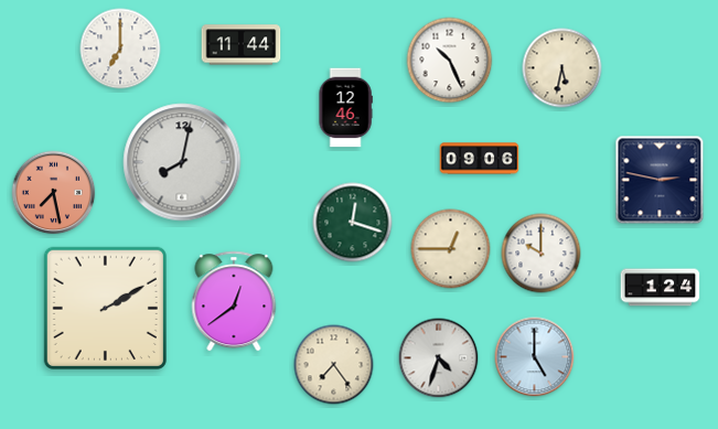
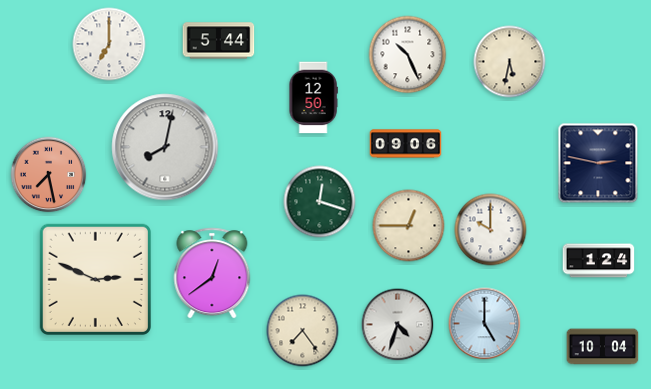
clock at (242, 45): 11:44 -> 5:44
clock at (345, 108): 12:46 -> 12:50
clock at (480, 159) position: (480, 159) -> (406, 144)
clock at (105, 308): 2:10 -> 2:49
clock at (603, 347): none -> 10:04
